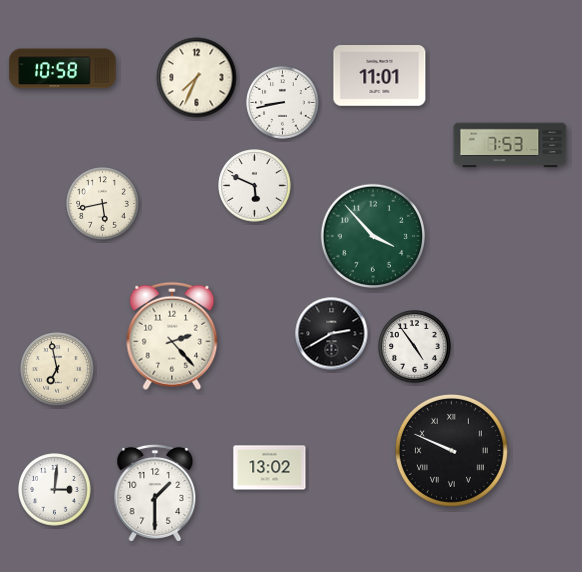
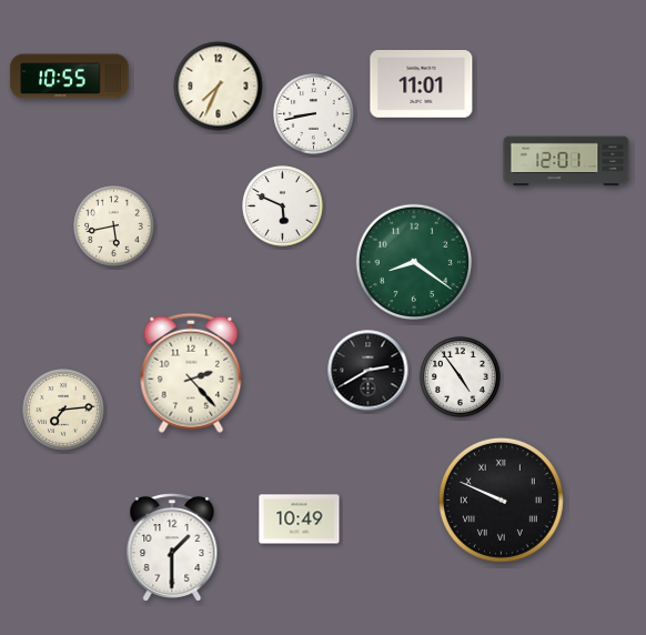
clock at (63, 69): 10:58 -> 10:55
clock at (510, 145): 7:53 -> 12:01
clock at (372, 235): 3:53 -> 8:21
clock at (415, 347) position: (415, 347) -> (461, 377)
clock at (57, 369): 6:58 -> 7:14
clock at (270, 468): 13:02 -> 10:49
clock at (55, 490): 3:01 -> none
